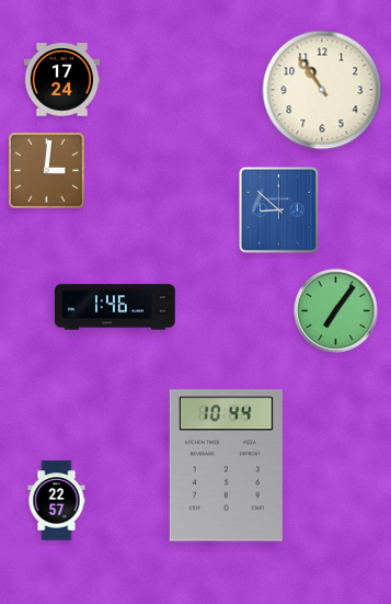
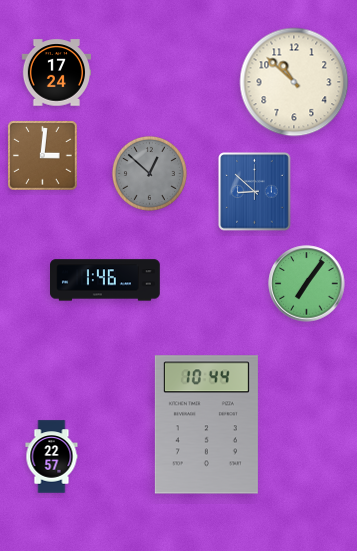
clock at (322, 90): 10:54 -> 10:52
clock at (149, 173): none -> 12:52
